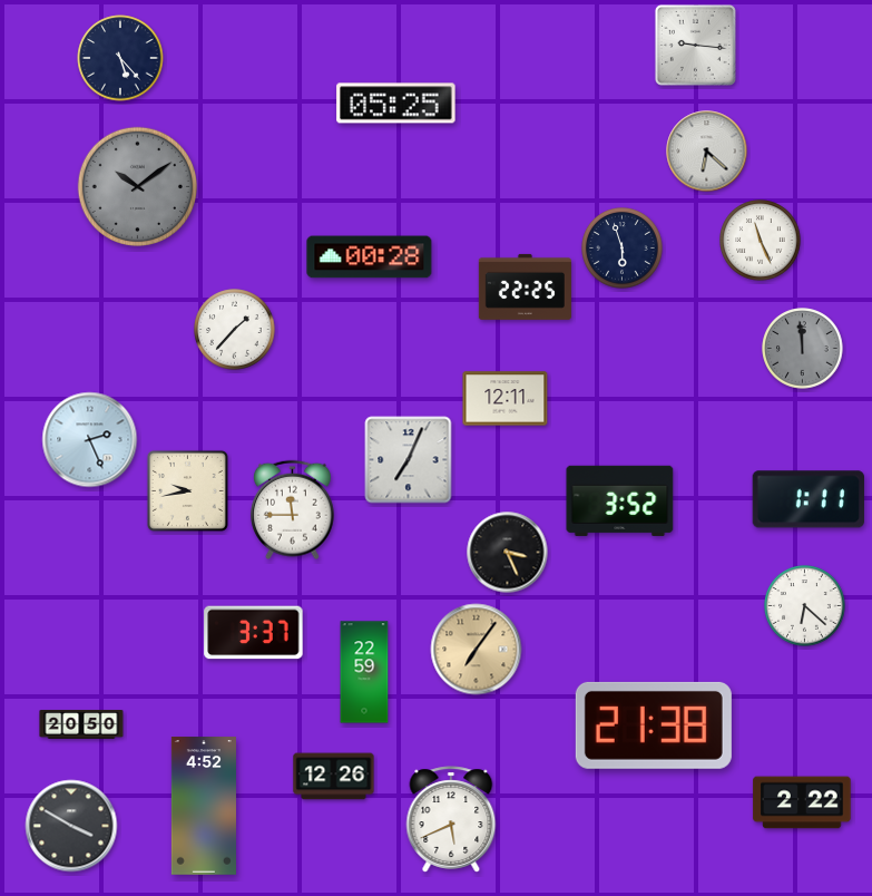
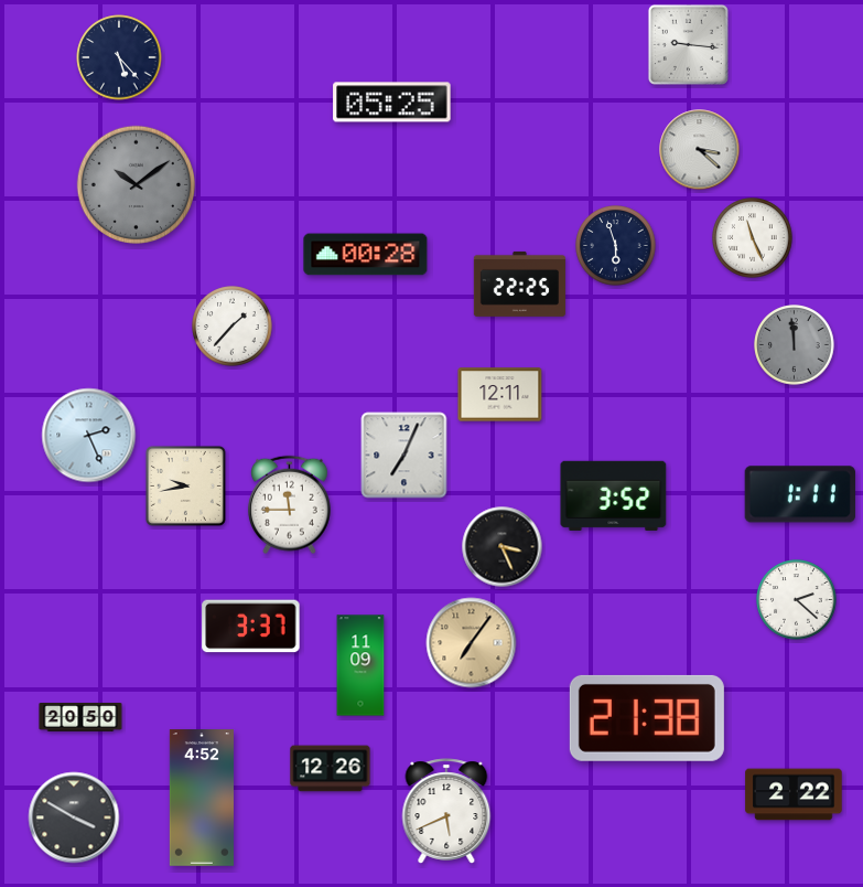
clock at (707, 152): 6:22 -> 3:22
clock at (805, 606): 6:22 -> 2:22
clock at (364, 672): 22:59 -> 11:09
clock at (71, 826) position: (71, 826) -> (74, 817)
